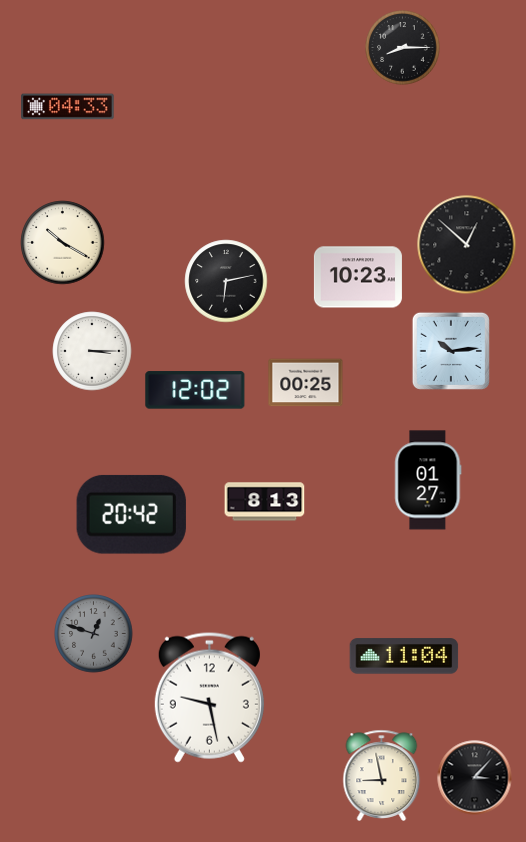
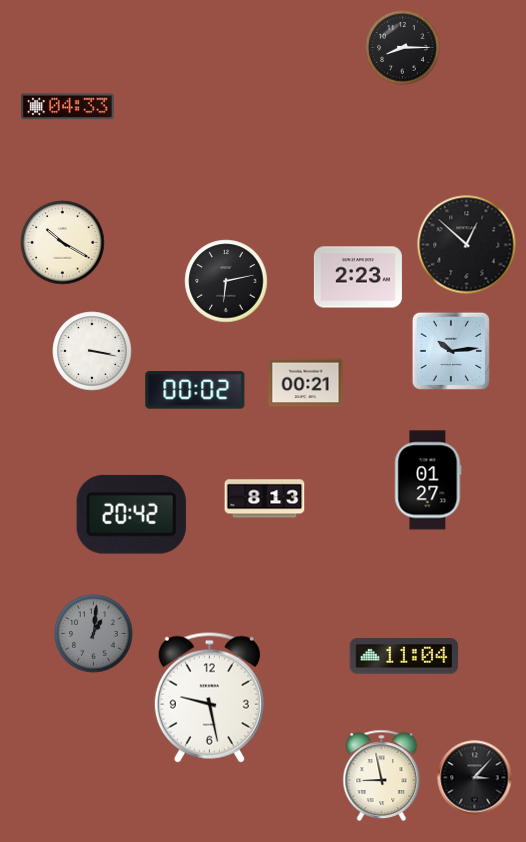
clock at (358, 277): 10:23 -> 2:23
clock at (92, 351): 3:15 -> 3:17
clock at (306, 383): 00:25 -> 00:21
clock at (195, 390): 12:02 -> 00:02
clock at (265, 502) position: (265, 502) -> (265, 499)
clock at (94, 634): 12:48 -> 1:01
